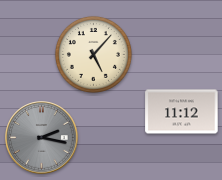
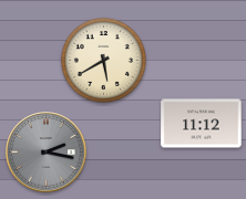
clock at (93, 54): 5:07 -> 5:40
